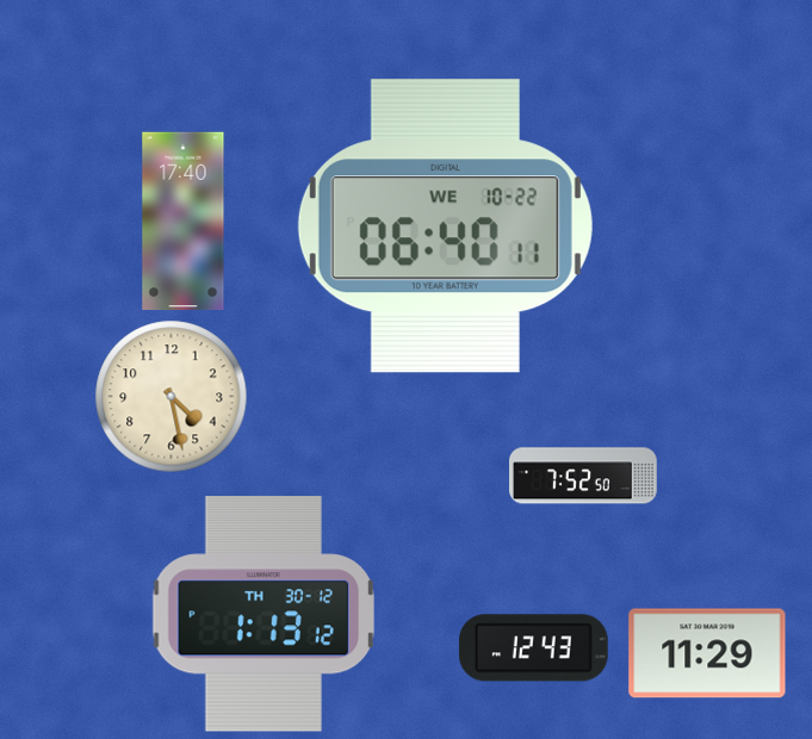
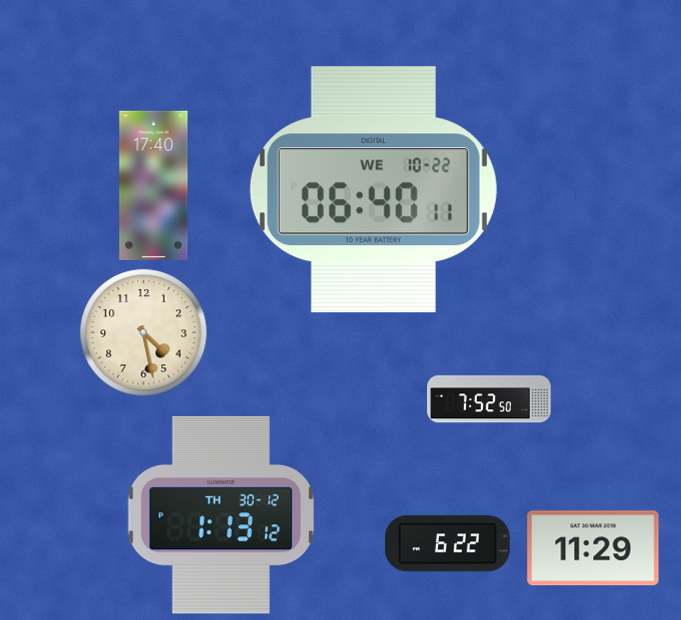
clock at (533, 648): 12:43 -> 6:22
